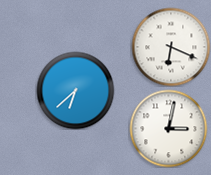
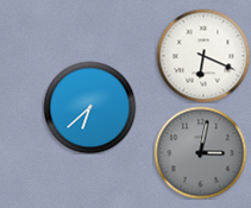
clock at (168, 128) dial: white -> grey
